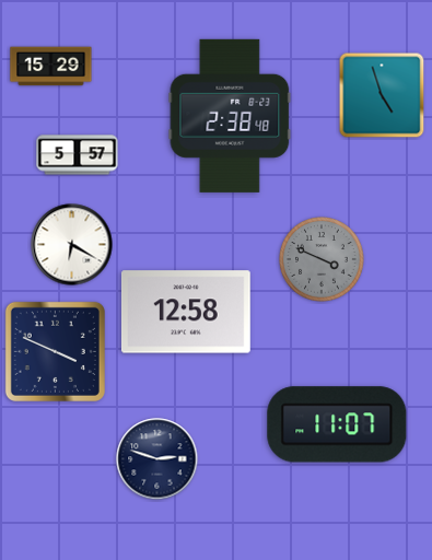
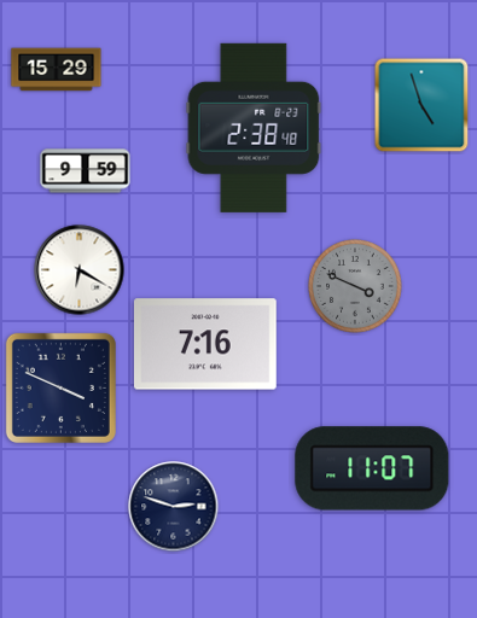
clock at (51, 67) position: (51, 67) -> (57, 70)
clock at (78, 155): 5:57 -> 9:59
clock at (186, 312): 12:58 -> 7:16
